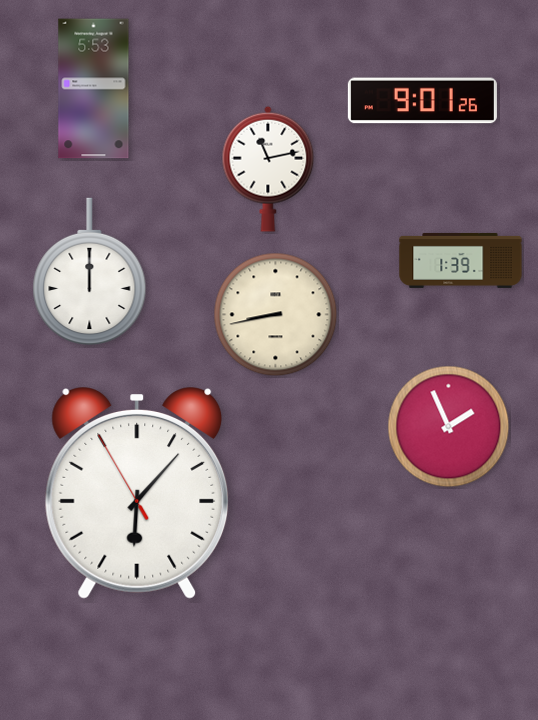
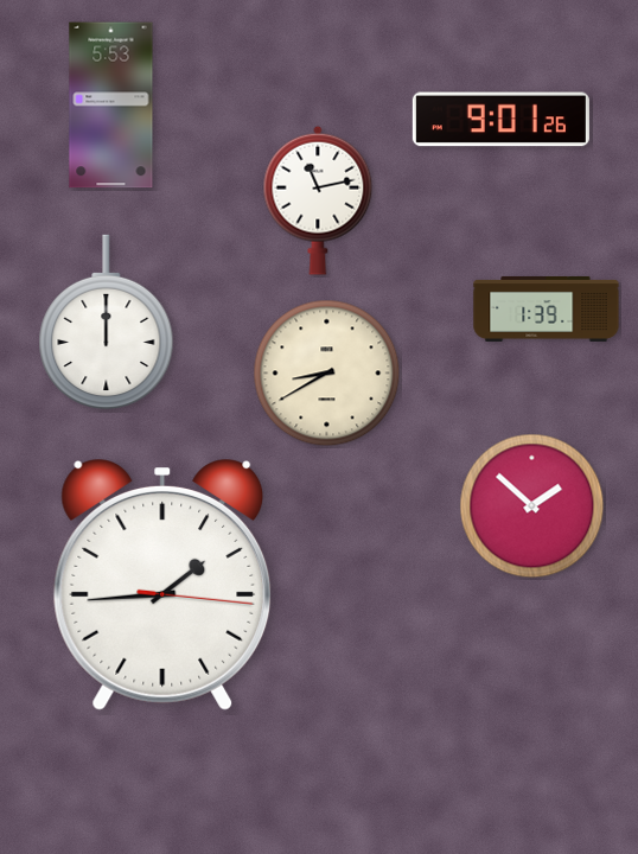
clock at (276, 315): 8:43 -> 8:40
clock at (449, 427): 1:56 -> 1:52
clock at (137, 493): 6:06 -> 1:44
